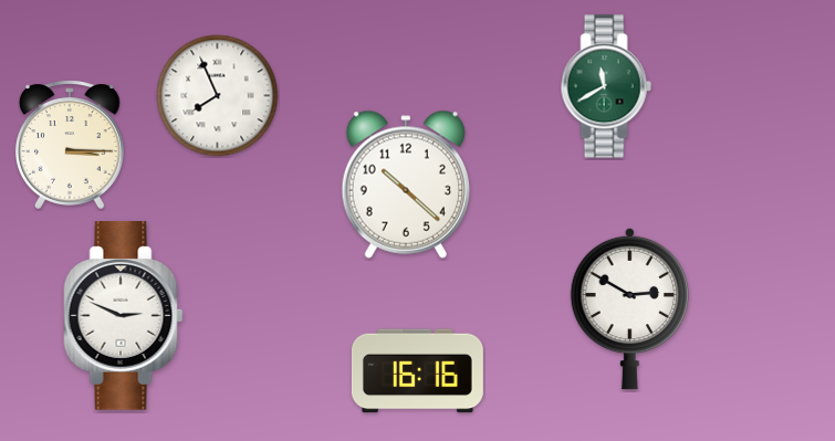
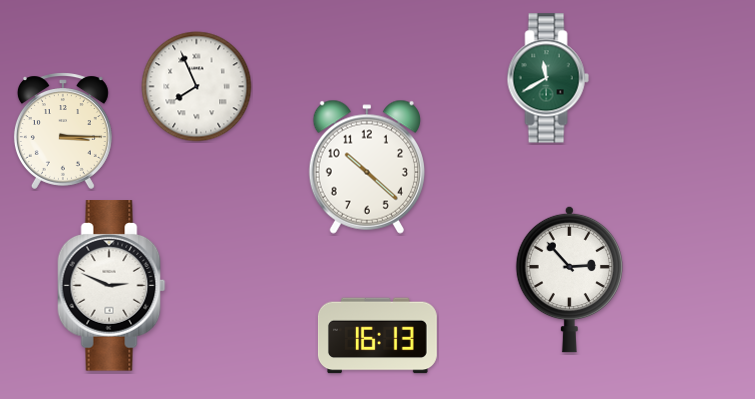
clock at (629, 308): 2:50 -> 2:53
clock at (417, 371): 16:16 -> 16:13
